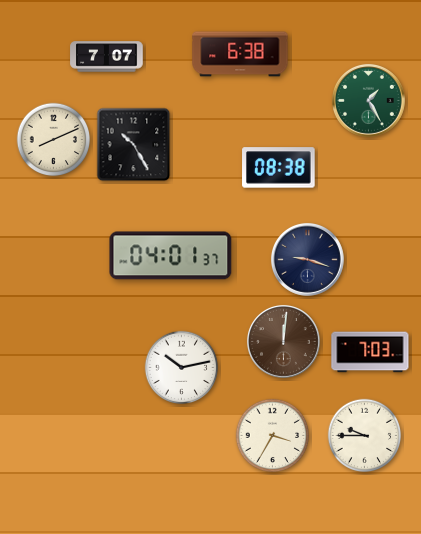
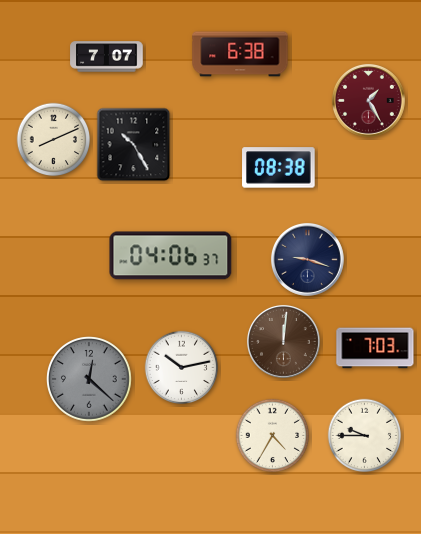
clock at (369, 101) dial: green -> burgundy
clock at (171, 256): 04:01 -> 04:06
clock at (370, 352) position: (370, 352) -> (375, 348)
clock at (89, 379): none -> 12:22
clock at (273, 436): 3:35 -> 4:35
